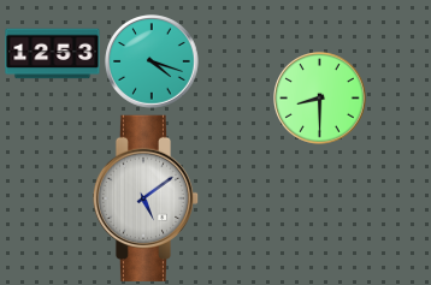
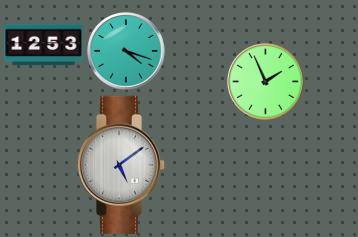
clock at (320, 99): 8:30 -> 1:56
